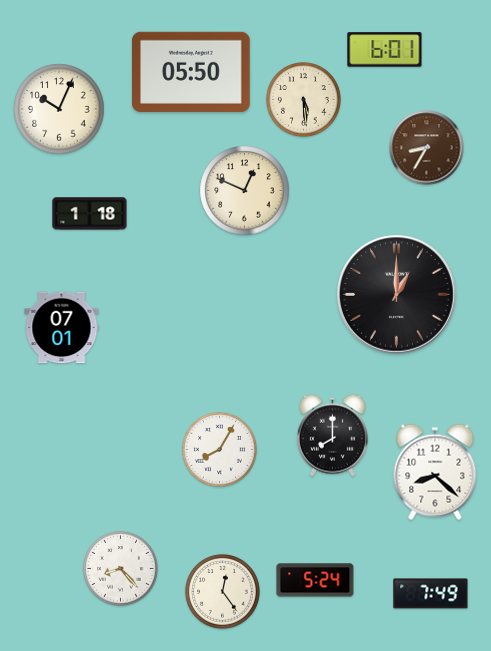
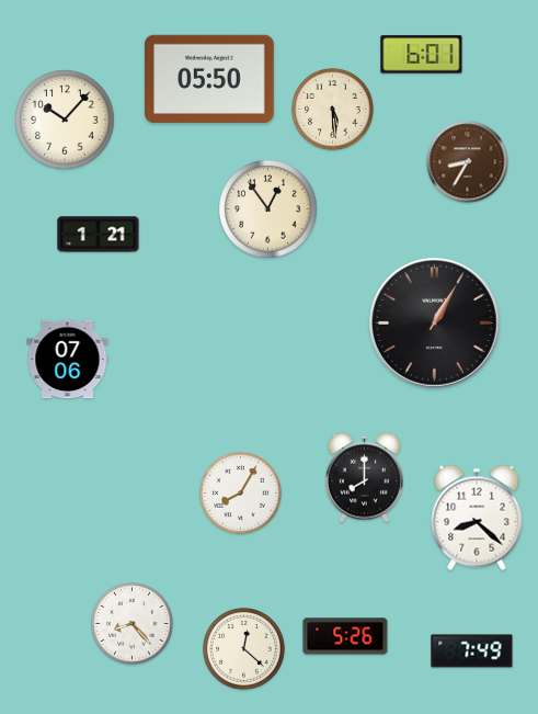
clock at (59, 109): 10:04 -> 10:07
clock at (245, 191): 12:49 -> 12:54
clock at (90, 214): 1:18 -> 1:21
clock at (397, 295): 1:00 -> 1:05
clock at (62, 328): 07:01 -> 07:06
clock at (315, 580): 5:24 -> 5:26
clock at (223, 592): 12:24 -> 12:22
